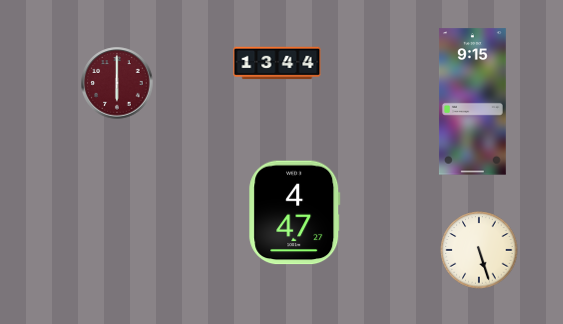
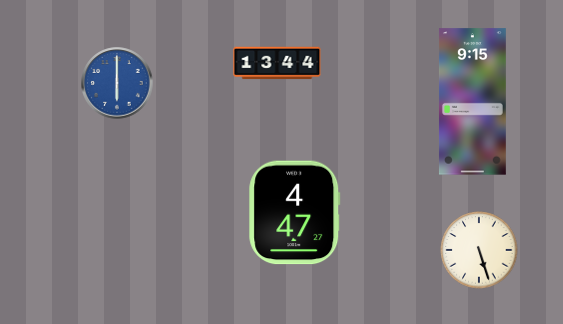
clock at (117, 83) dial: burgundy -> blue
